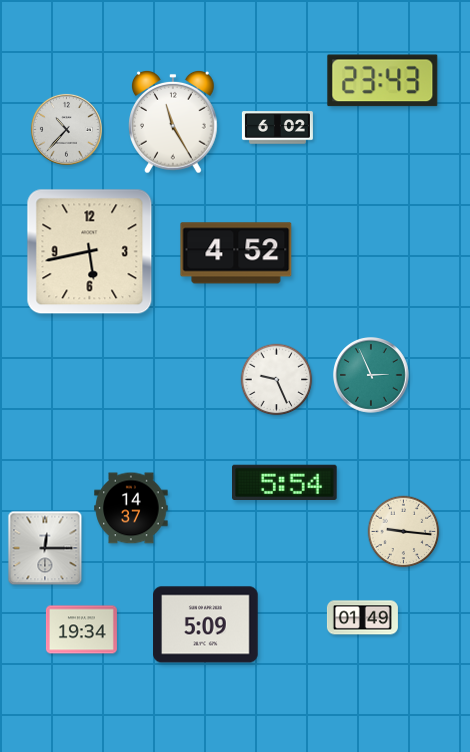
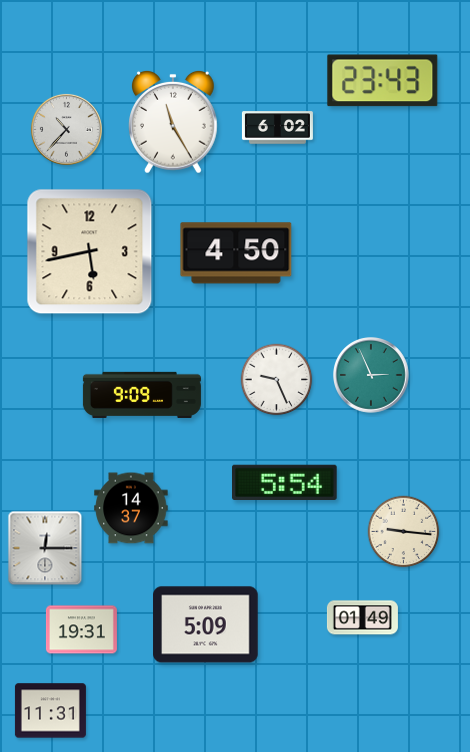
clock at (236, 253): 4:52 -> 4:50
clock at (142, 395): none -> 9:09
clock at (81, 630): 19:34 -> 19:31
clock at (50, 711): none -> 11:31
